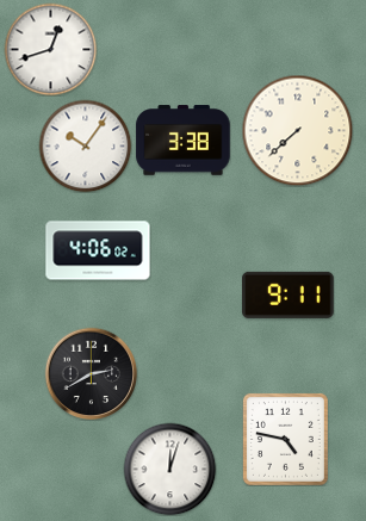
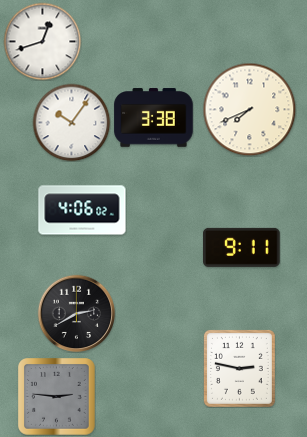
clock at (297, 130): 7:38 -> 7:41
clock at (285, 439): 4:47 -> 2:47
clock at (169, 469): 12:03 -> none
clock at (57, 397): none -> 2:46
